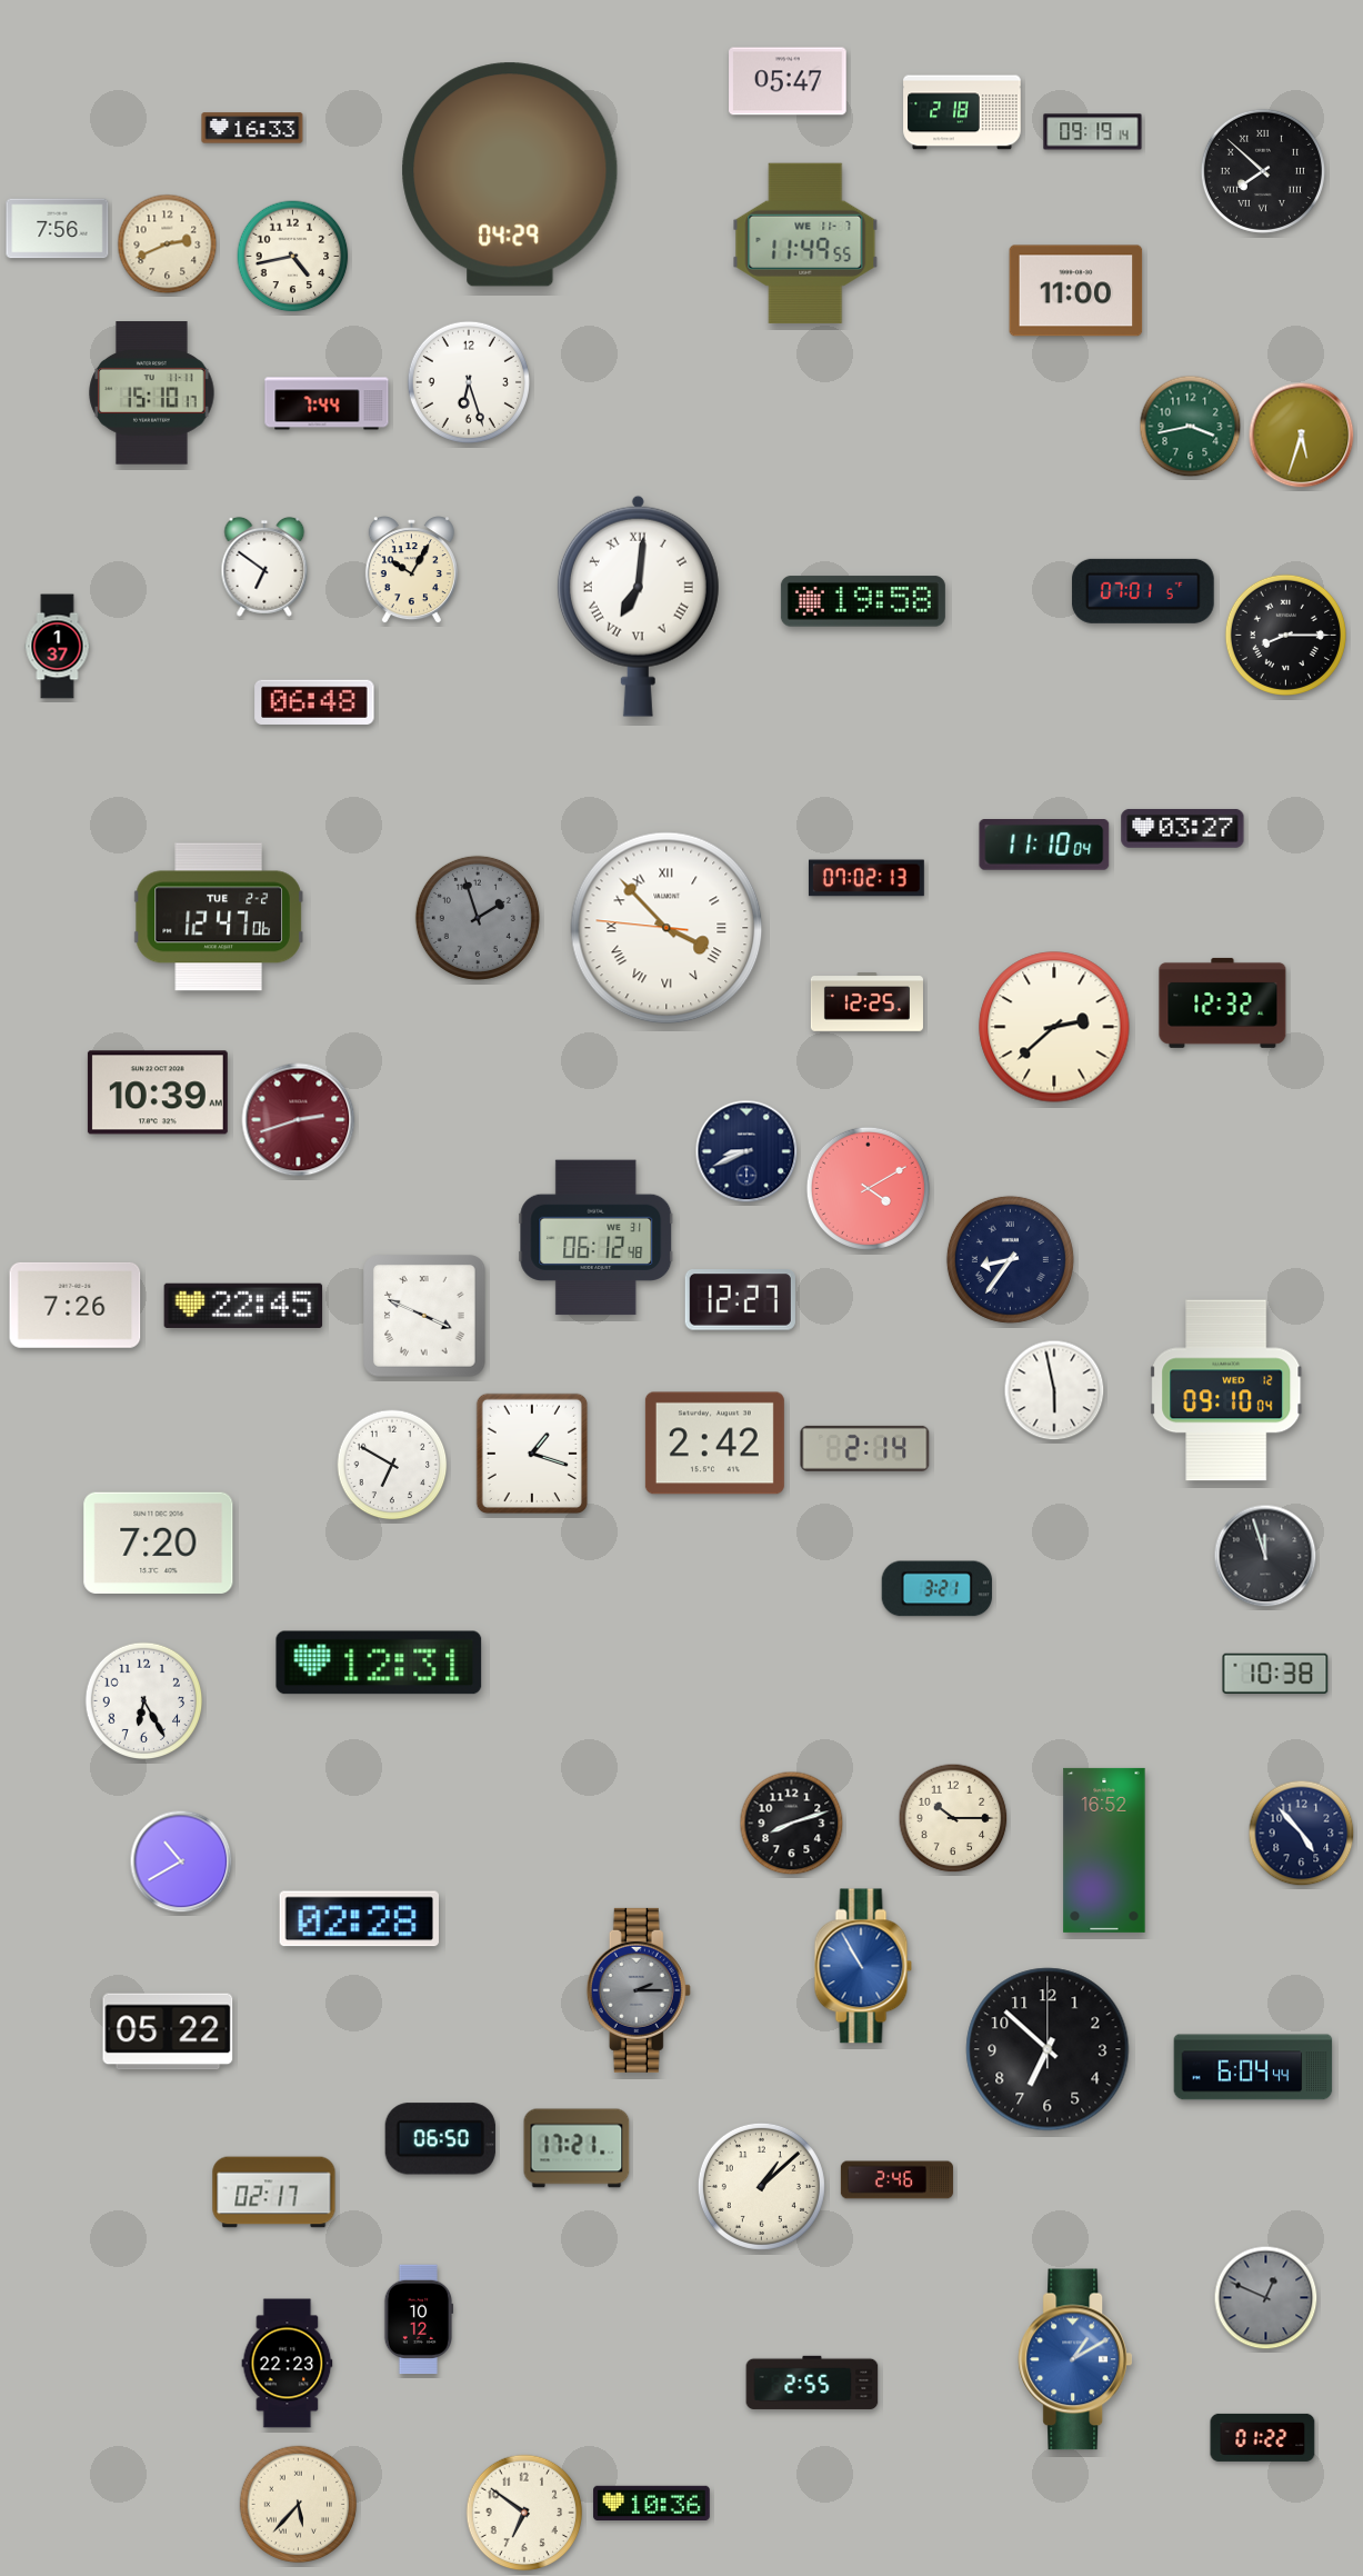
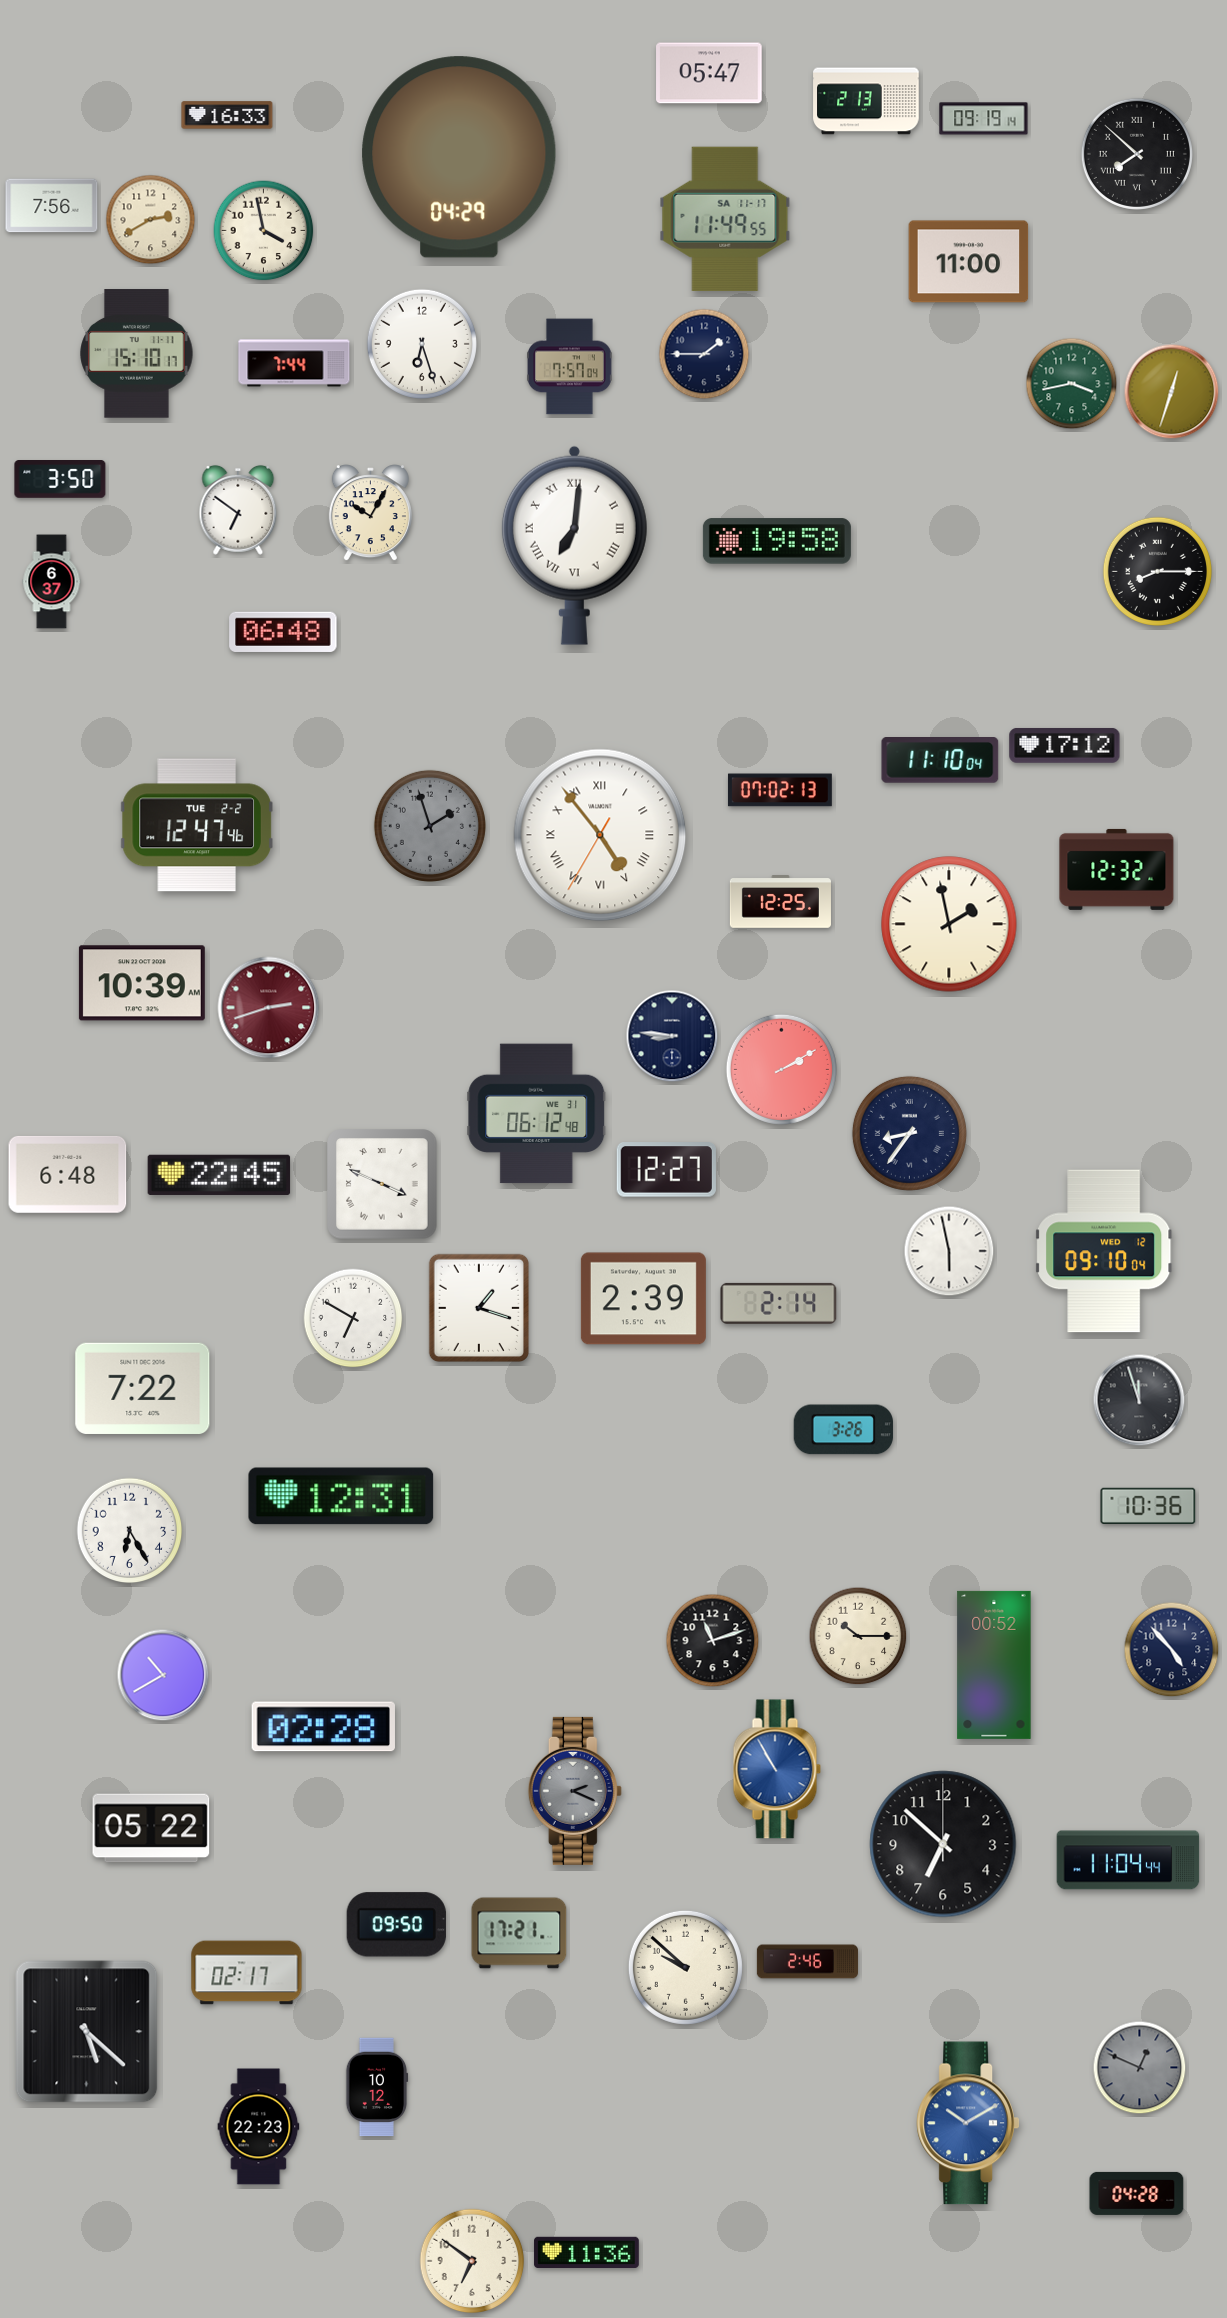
clock at (962, 112): 2:18 -> 2:13
clock at (805, 243) date: WE 11-7 -> SA 11-17
clock at (168, 244): 2:41 -> 2:40
clock at (293, 257): 4:43 -> 3:58
clock at (704, 354): none -> 1:45
clock at (570, 367): none -> 7:57
clock at (1302, 436): 5:33 -> 12:33
clock at (60, 480): none -> 3:50
clock at (1143, 591): 07:01 -> none
clock at (58, 647): 1:37 -> 6:37
clock at (1183, 828): 03:27 -> 17:12
clock at (219, 917): 12:47:06 -> 12:47:46
clock at (667, 928): 3:52 -> 4:53
clock at (1223, 1002) position: (1223, 1002) -> (1117, 869)
clock at (1054, 1027): 2:38 -> 1:58
clock at (746, 1151): 8:41 -> 8:46
clock at (868, 1188): 4:10 -> 2:10
clock at (76, 1305): 7:26 -> 6:48
clock at (714, 1444): 2:42 -> 2:39
clock at (159, 1542): 7:20 -> 7:22
clock at (936, 1589): 3:21 -> 3:26
clock at (1275, 1674): 10:38 -> 10:36
clock at (792, 1824): 8:12 -> 11:12
clock at (1104, 1850): 16:52 -> 00:52
clock at (639, 1990): 2:15 -> 2:19
clock at (1253, 2067): 6:04 -> 11:04
clock at (440, 2139): 06:50 -> 09:50
clock at (761, 2186): 1:08 -> 9:52
clock at (87, 2032): none -> 5:22
clock at (1074, 2359): 1:10 -> 10:10
clock at (812, 2383): 2:55 -> none
clock at (1263, 2437): 01:22 -> 04:28
clock at (652, 2504): 10:36 -> 11:36
clock at (299, 2505): 5:37 -> none
